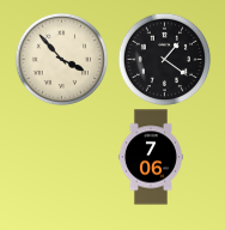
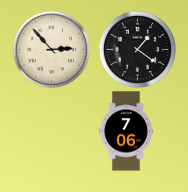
clock at (61, 59): 3:53 -> 2:53
